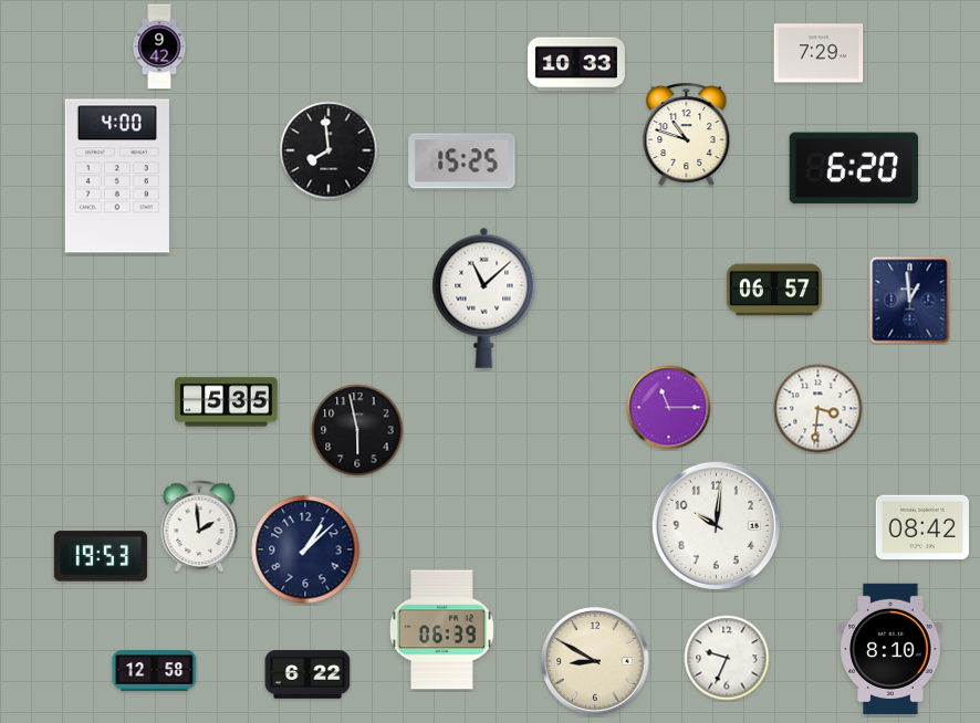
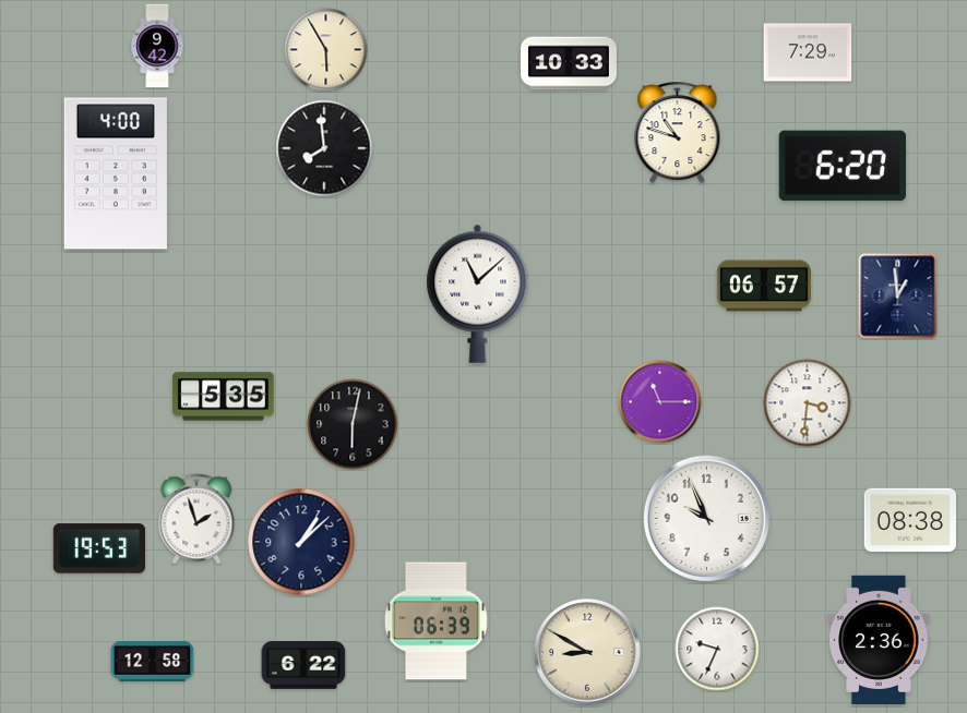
clock at (326, 50): none -> 5:55
clock at (462, 161): 15:25 -> none
clock at (357, 430): 5:58 -> 6:02
clock at (716, 525): 10:01 -> 9:56
clock at (199, 526): 1:59 -> 1:57
clock at (921, 527): 08:42 -> 08:38
clock at (890, 648): 8:10 -> 2:36
